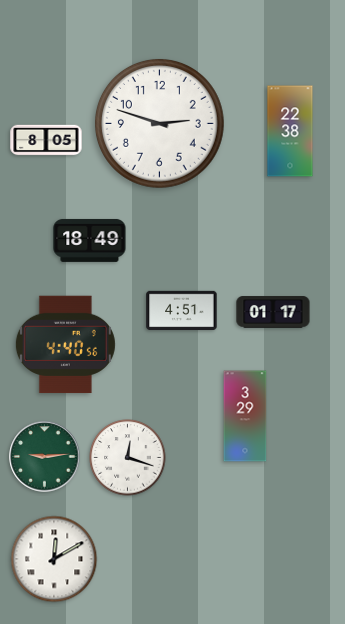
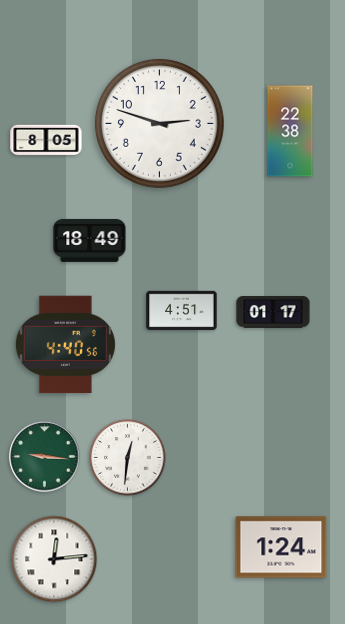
clock at (245, 416): 3:29 -> none
clock at (45, 457): 9:14 -> 9:16
clock at (128, 458): 12:18 -> 12:31
clock at (281, 547): none -> 1:24
clock at (54, 559): 12:10 -> 12:14
